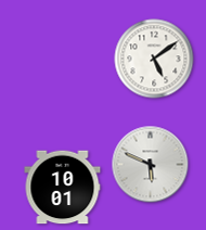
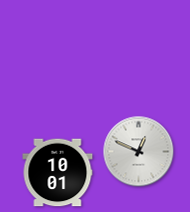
clock at (154, 59): 5:09 -> none
clock at (151, 165): 5:49 -> 12:49
